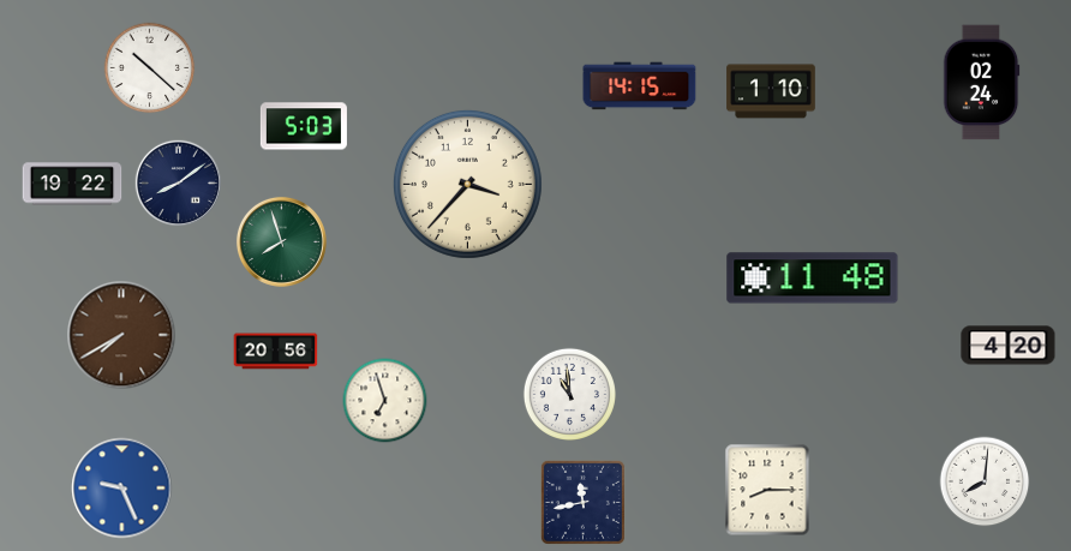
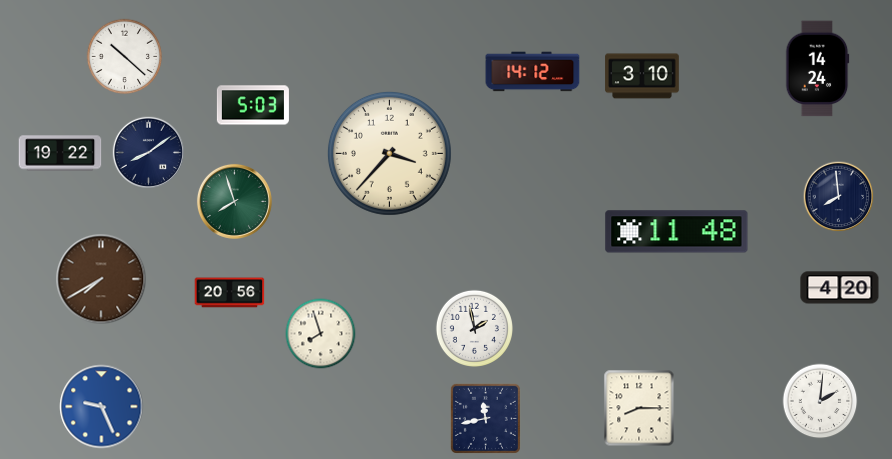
clock at (981, 83): 02:24 -> 14:24
clock at (640, 86): 14:15 -> 14:12
clock at (771, 91): 1:10 -> 3:10
clock at (839, 197): none -> 7:59
clock at (569, 394): 10:59 -> 1:58
clock at (385, 401): 6:57 -> 7:57
clock at (985, 481): 8:01 -> 2:01
